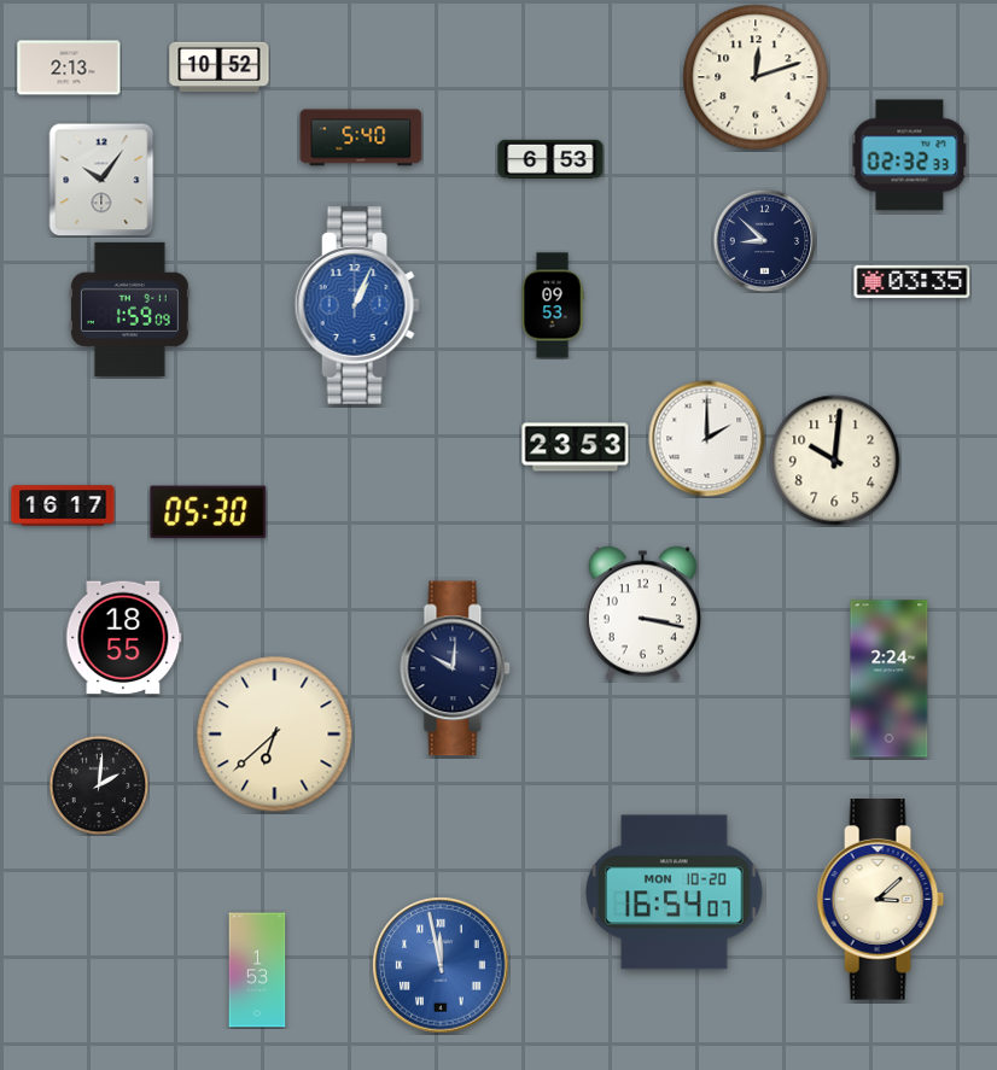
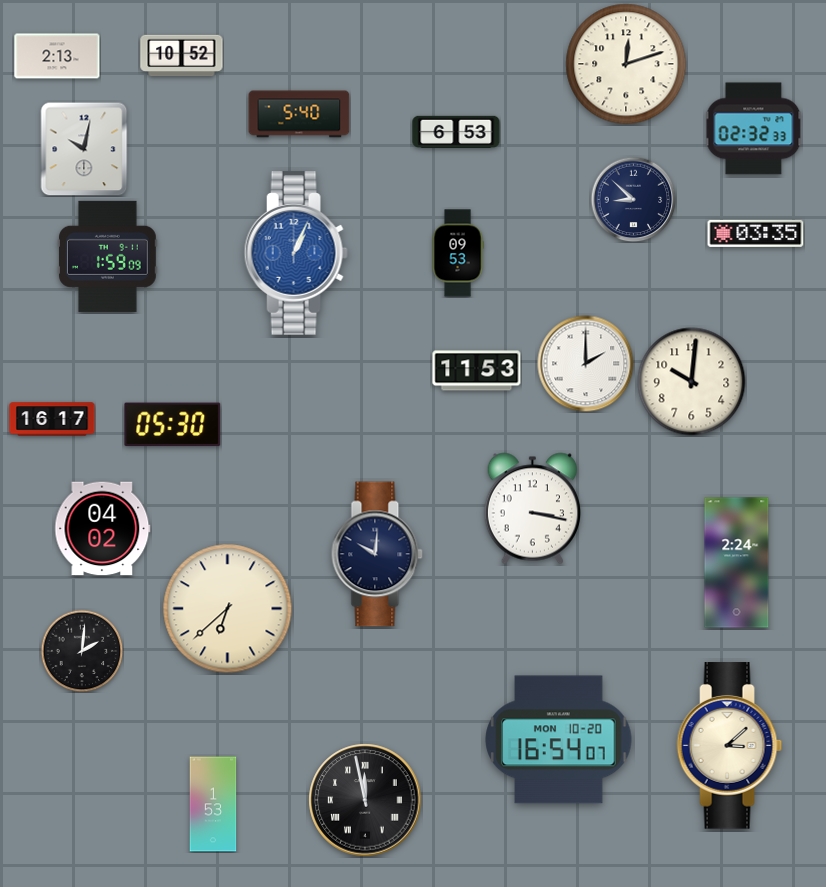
clock at (101, 180): 10:06 -> 10:02
clock at (576, 448): 23:53 -> 11:53
clock at (124, 638): 18:55 -> 04:02
clock at (441, 965) dial: blue -> black
